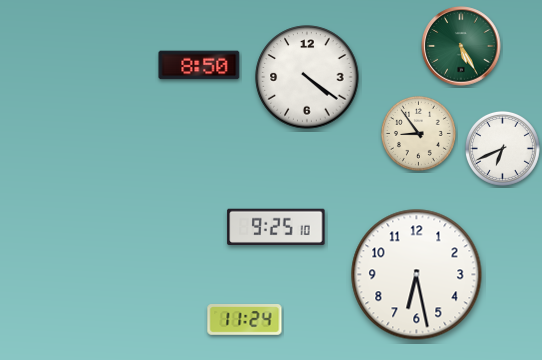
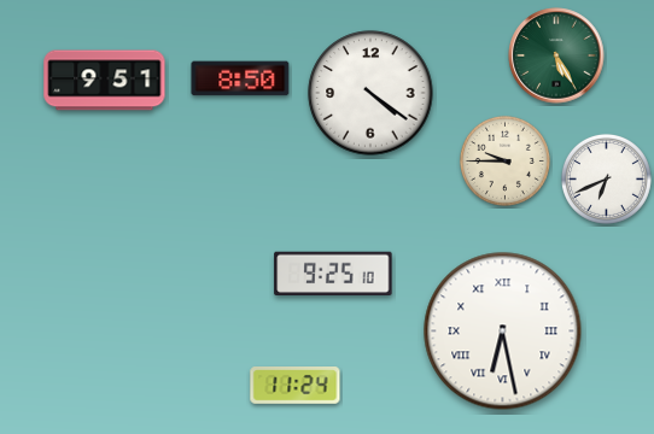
clock at (105, 81): none -> 9:51
clock at (418, 133): 8:54 -> 9:45
clock at (417, 275) numerals: Arabic -> Roman
